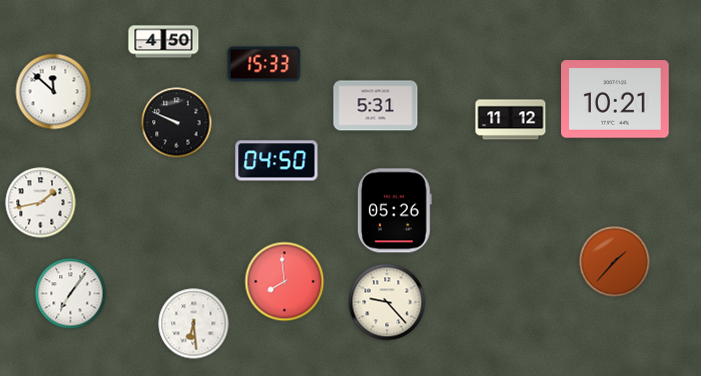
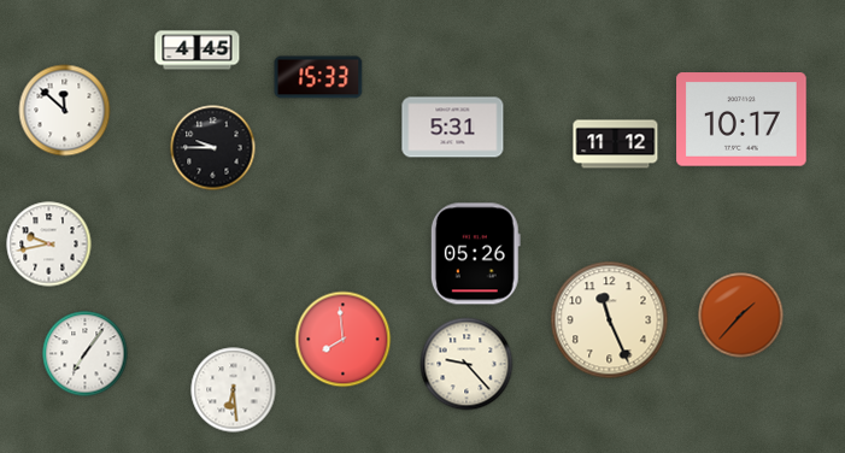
clock at (164, 42): 4:50 -> 4:45
clock at (615, 99): 10:21 -> 10:17
clock at (177, 123): 9:49 -> 9:45
clock at (277, 161): 04:50 -> none
clock at (41, 203): 1:43 -> 9:43
clock at (610, 320): none -> 11:26
